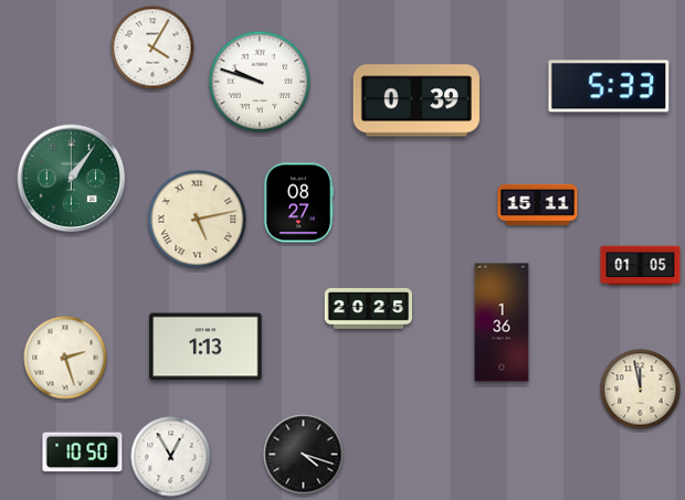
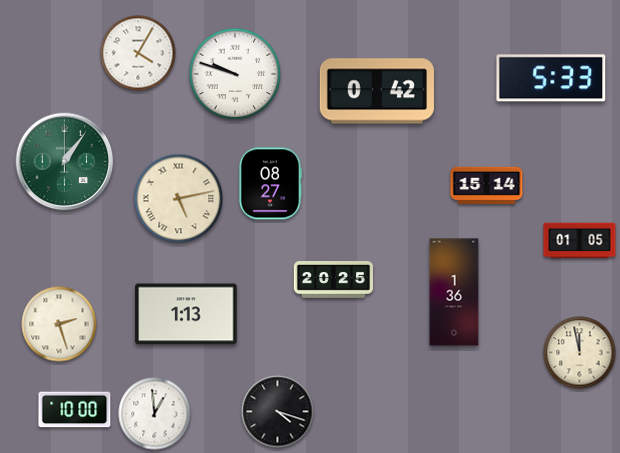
clock at (152, 47) position: (152, 47) -> (138, 53)
clock at (417, 100): 0:39 -> 0:42
clock at (538, 205): 15:11 -> 15:14
clock at (83, 453): 10:50 -> 10:00
clock at (304, 455) position: (304, 455) -> (278, 412)
clock at (171, 457): 12:55 -> 12:59
